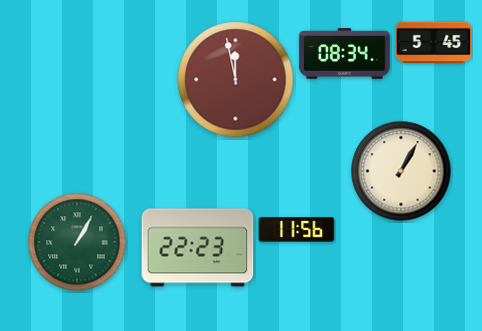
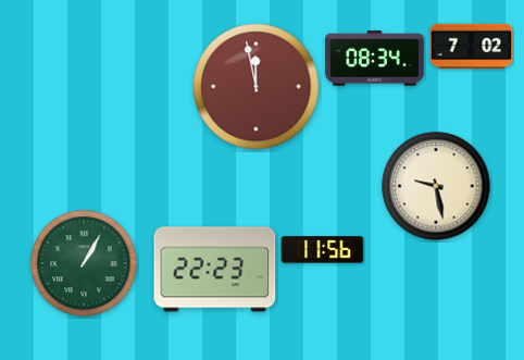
clock at (434, 43): 5:45 -> 7:02
clock at (401, 171): 1:05 -> 9:28
